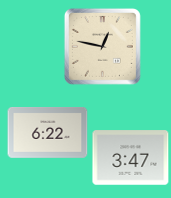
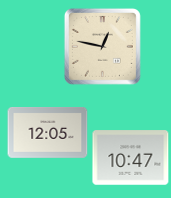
clock at (48, 133): 6:22 -> 12:05
clock at (131, 158): 3:47 -> 10:47
